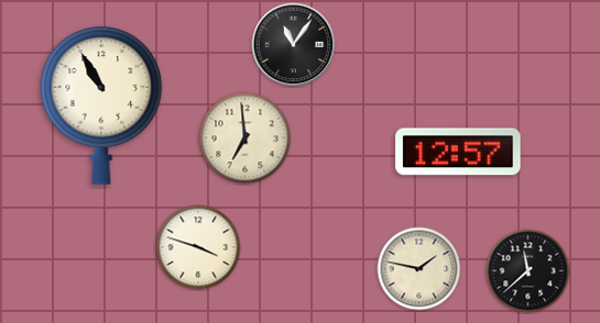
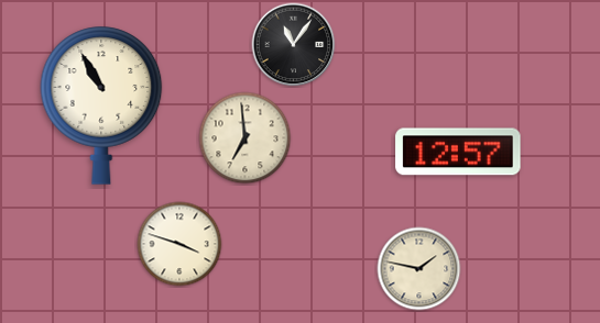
clock at (198, 247) position: (198, 247) -> (179, 244)
clock at (528, 271): 11:38 -> none
